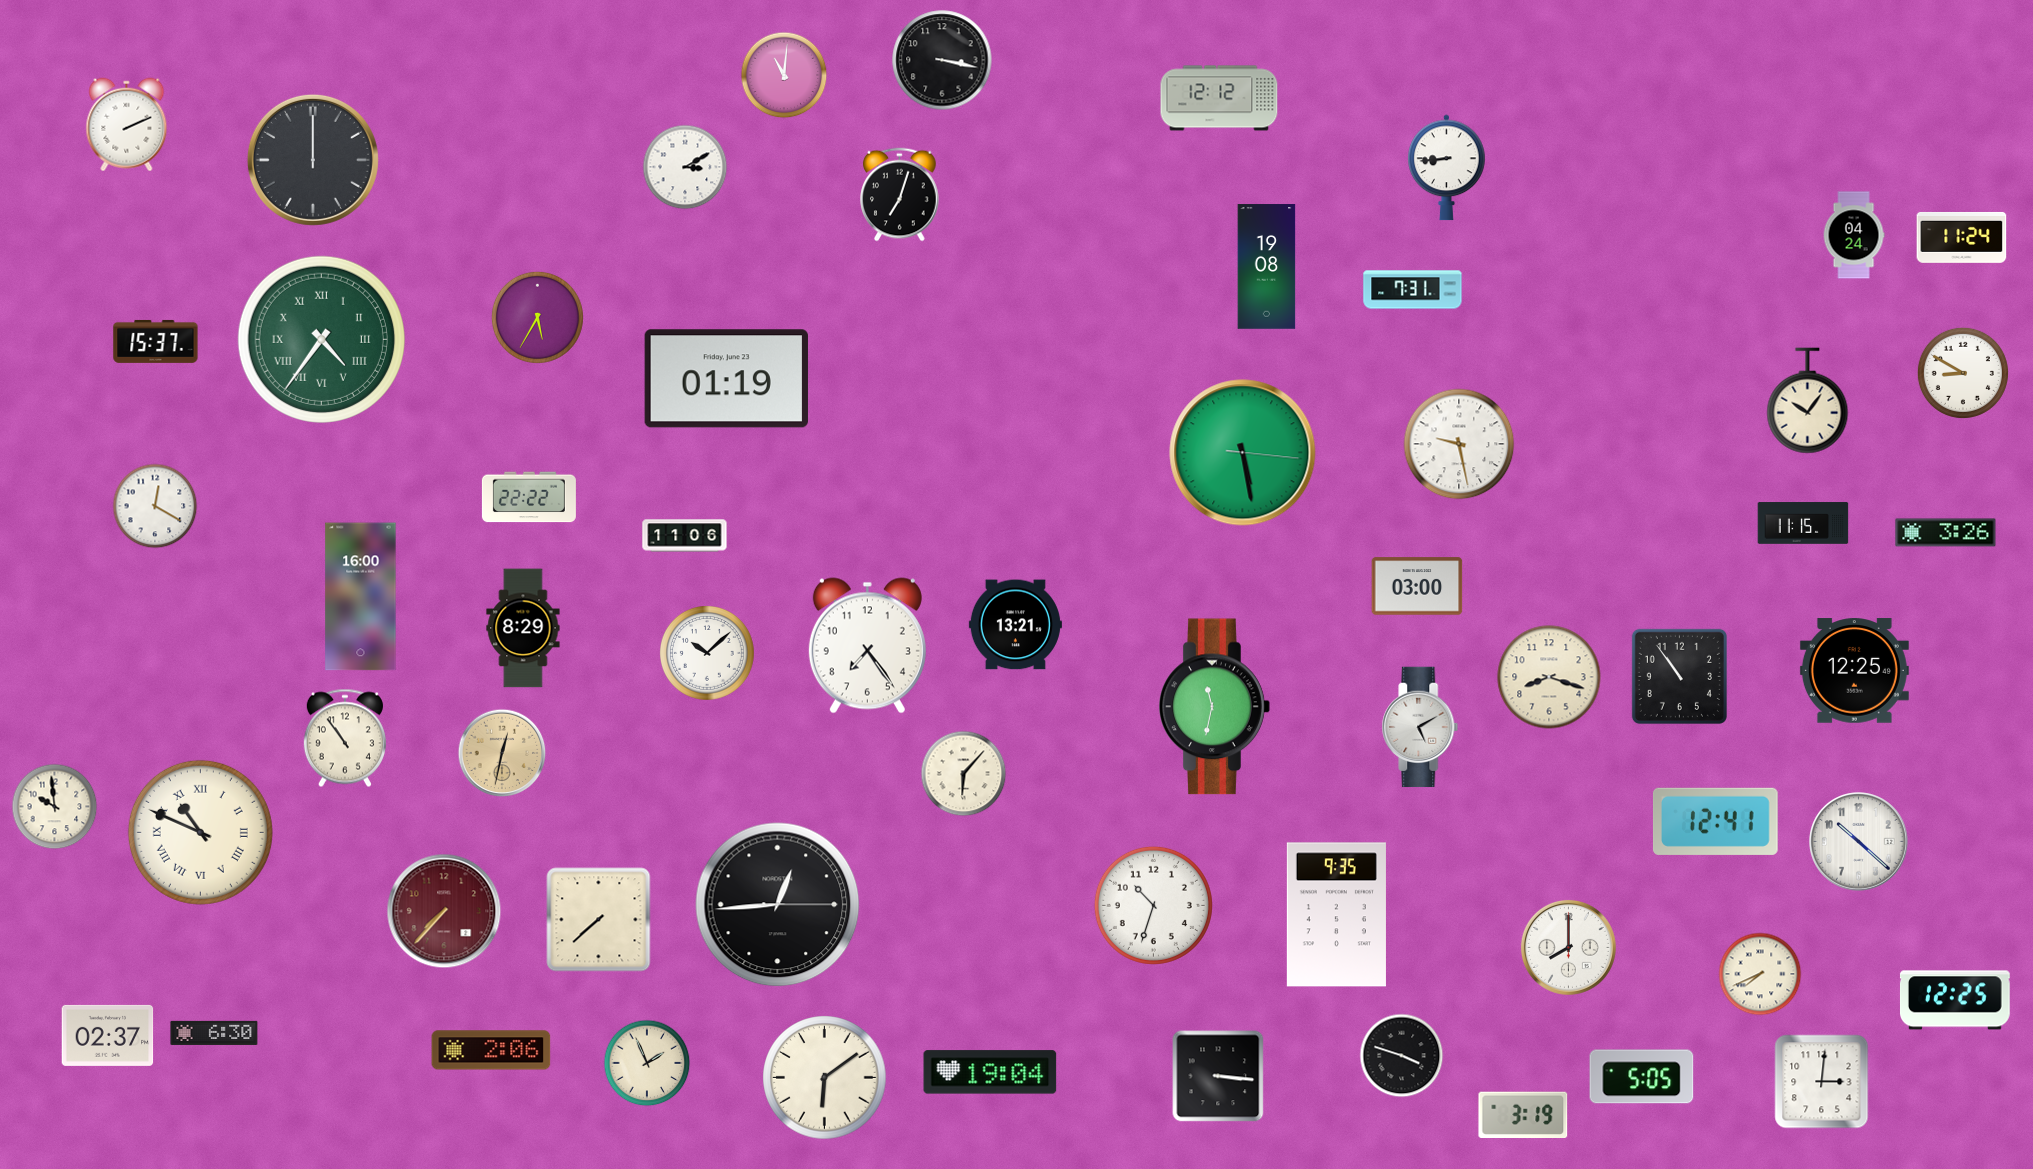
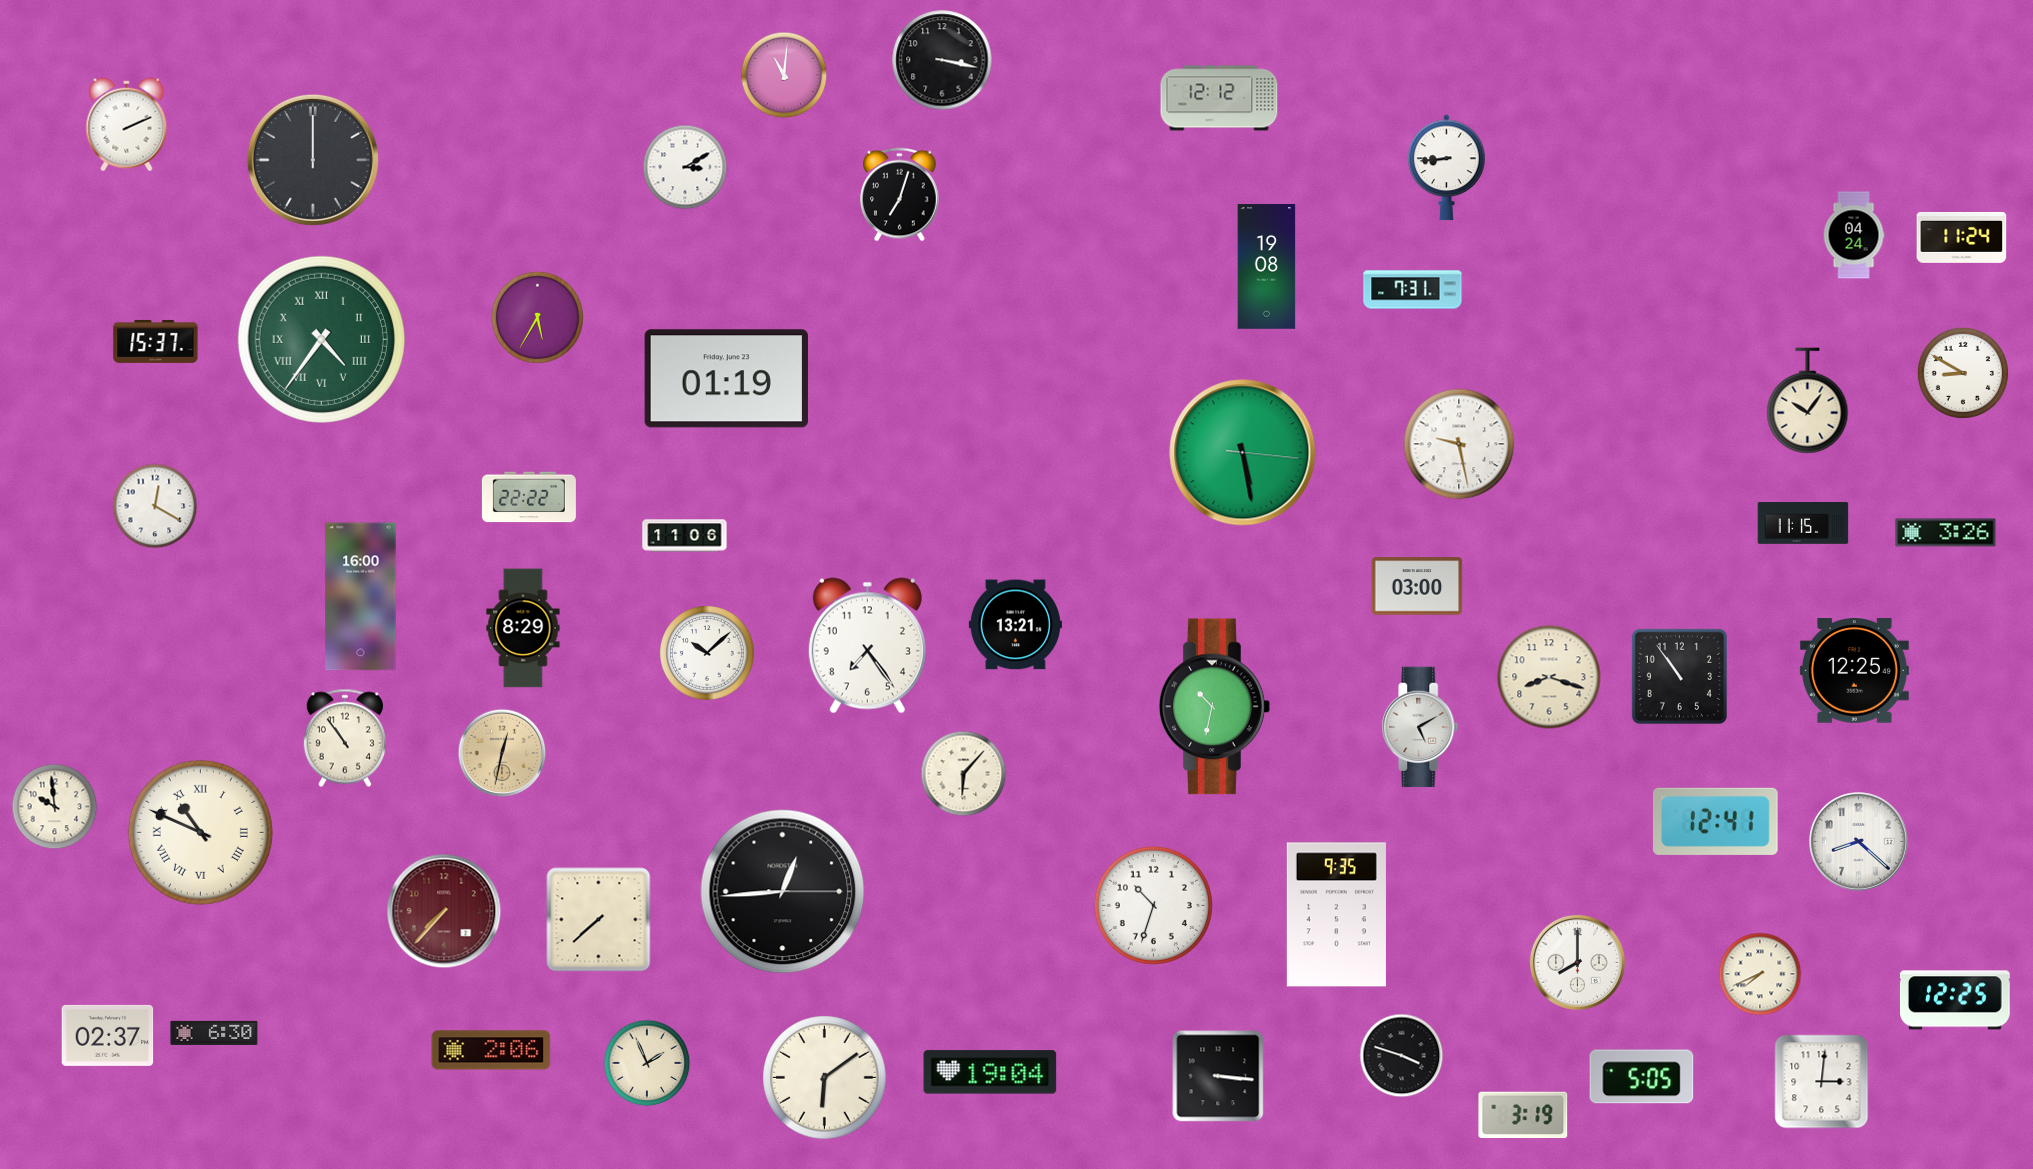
clock at (1215, 707): 11:32 -> 10:32
clock at (1859, 842): 10:22 -> 8:22
clock at (778, 905) position: (778, 905) -> (783, 892)
clock at (1568, 947) position: (1568, 947) -> (1577, 962)
